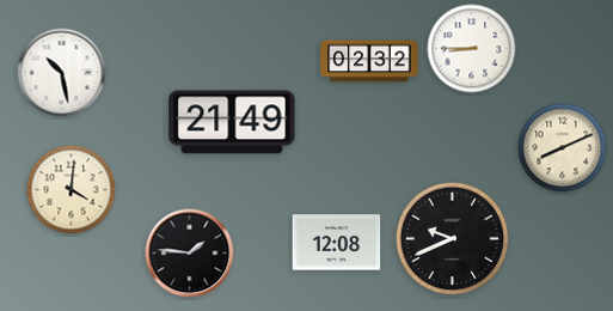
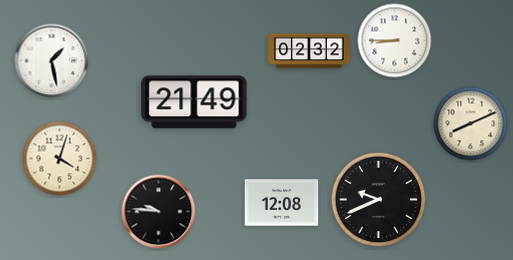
clock at (62, 73): 10:28 -> 1:28
clock at (72, 190): 4:01 -> 4:03
clock at (190, 254): 1:46 -> 9:46
